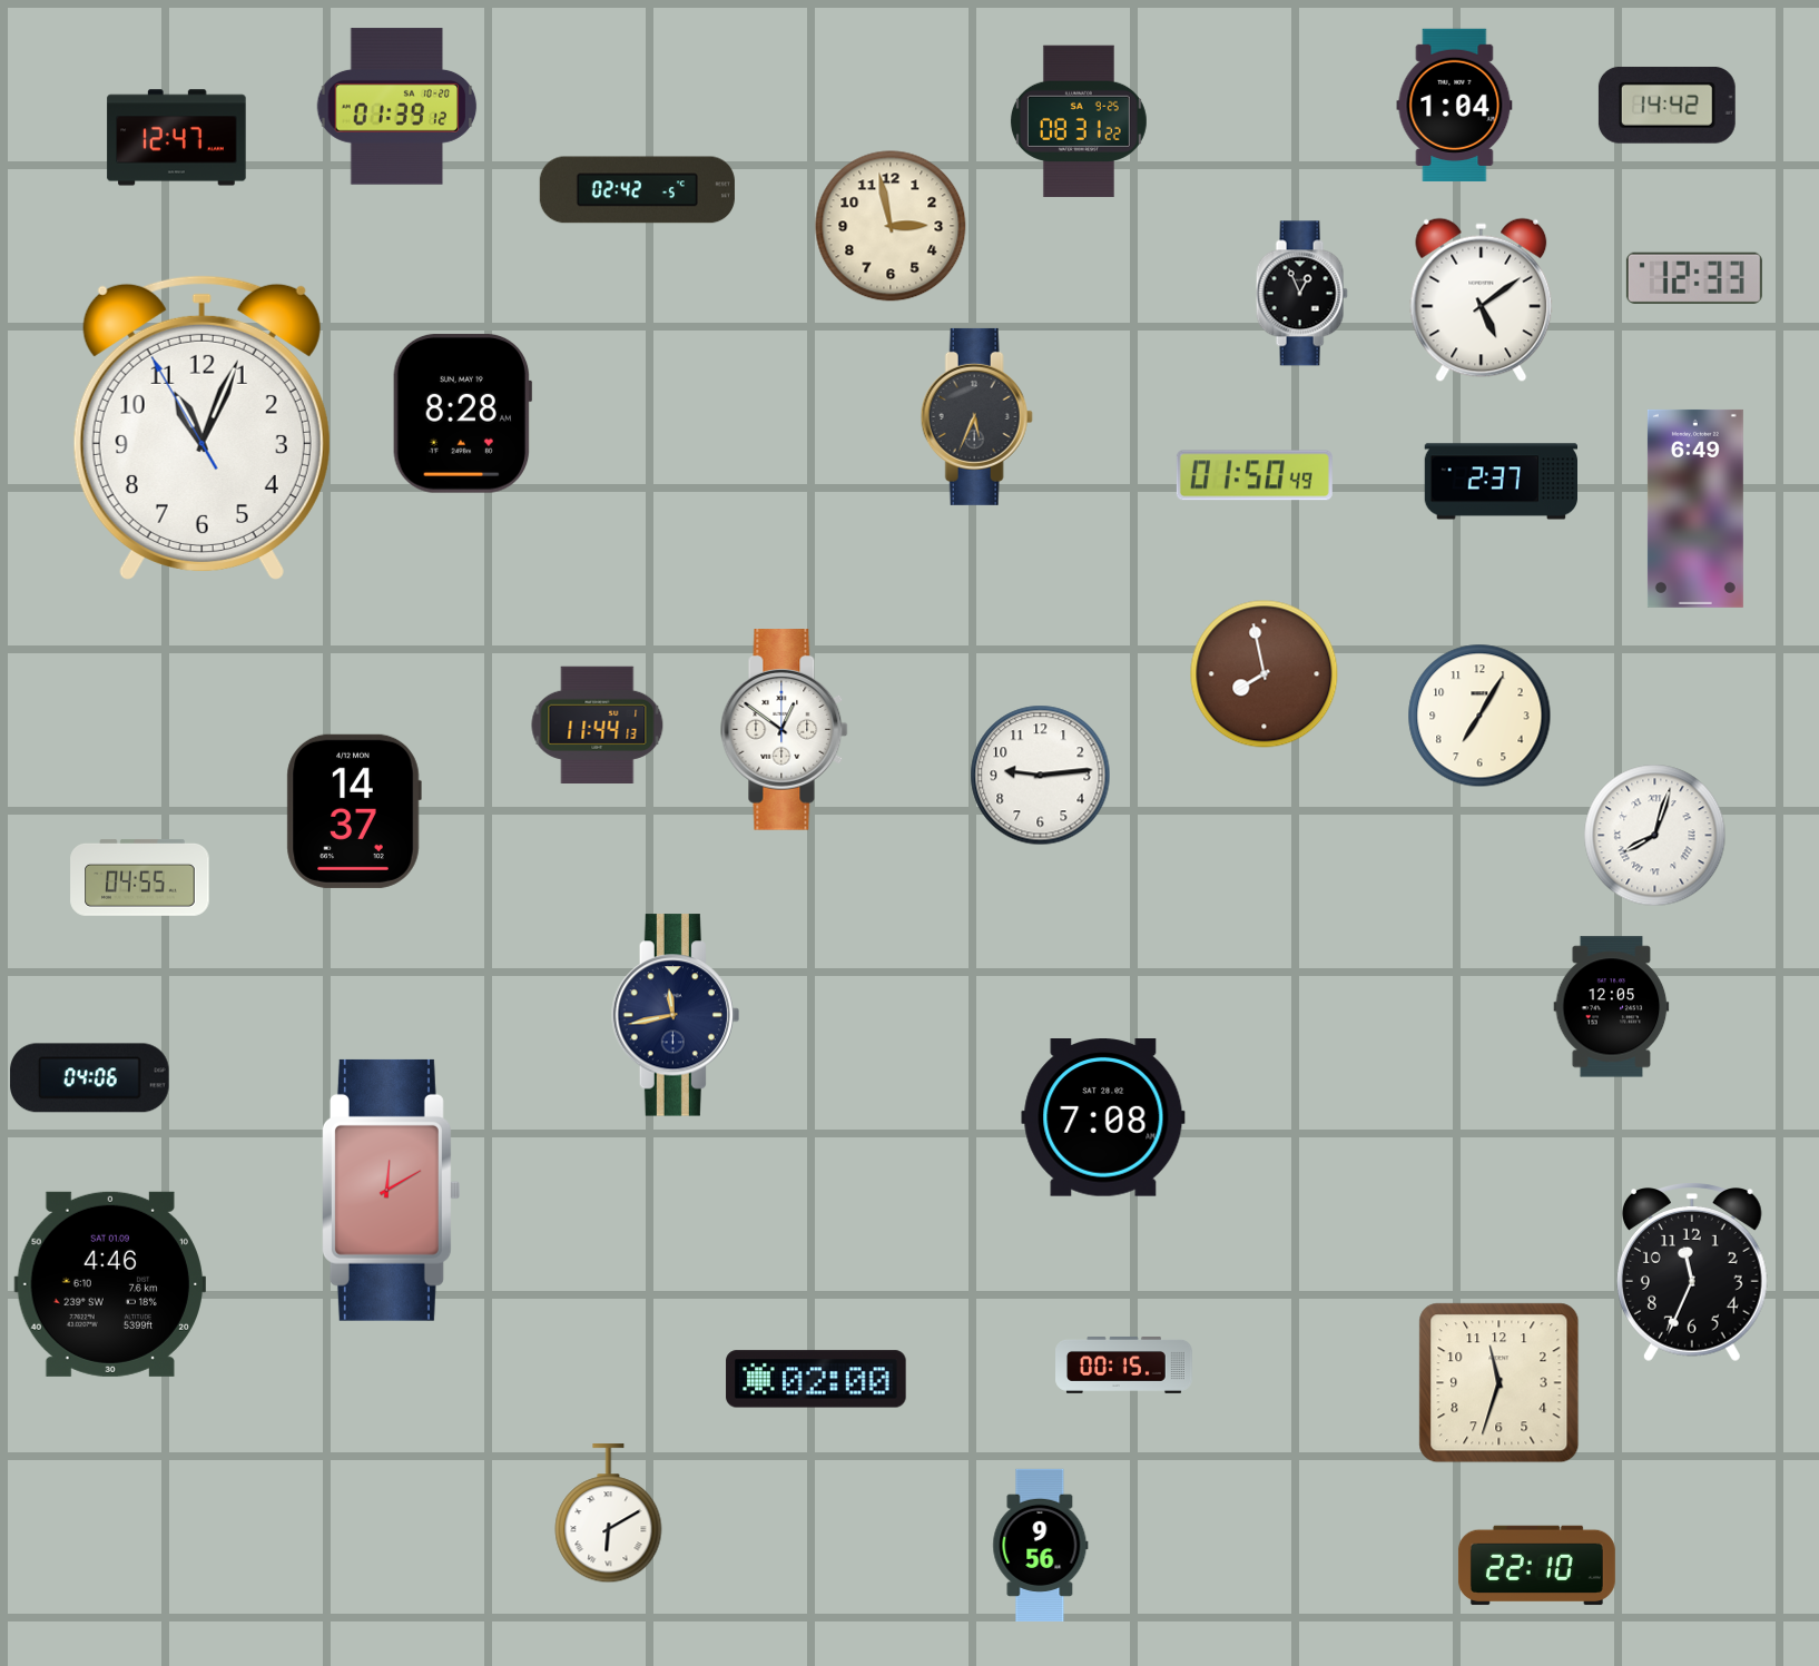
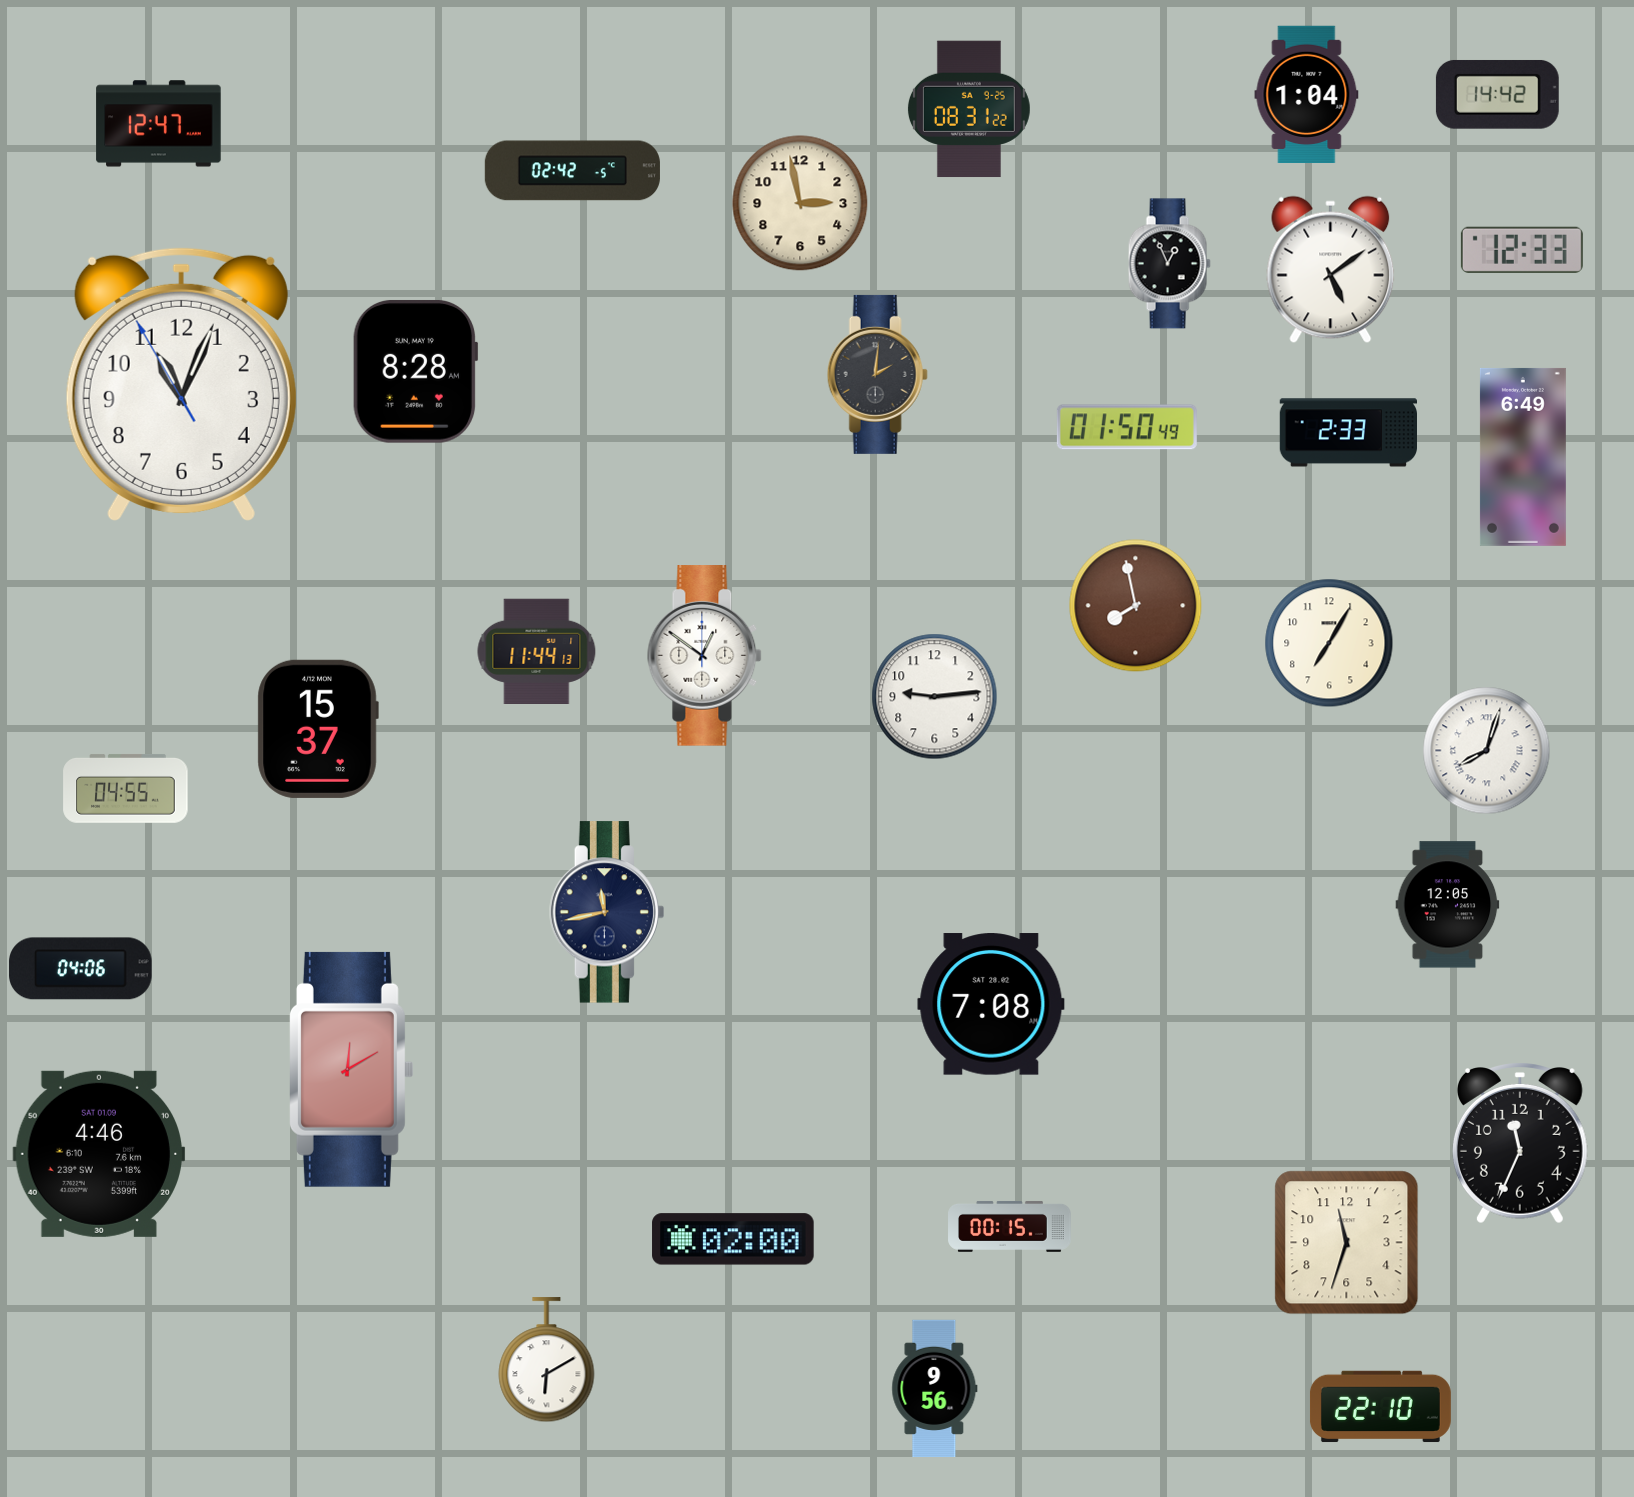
clock at (397, 107): 01:39 -> none
clock at (976, 416): 5:34 -> 2:01
clock at (1501, 482): 2:37 -> 2:33
clock at (354, 811): 14:37 -> 15:37
